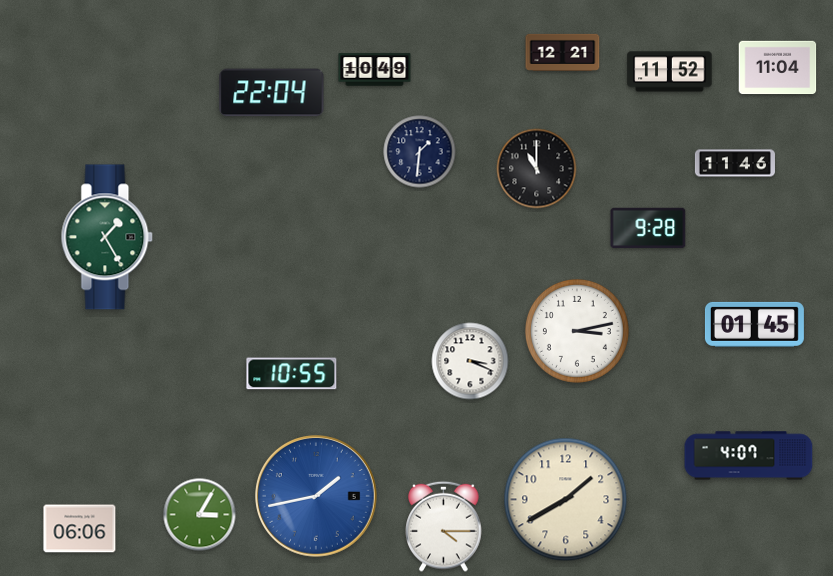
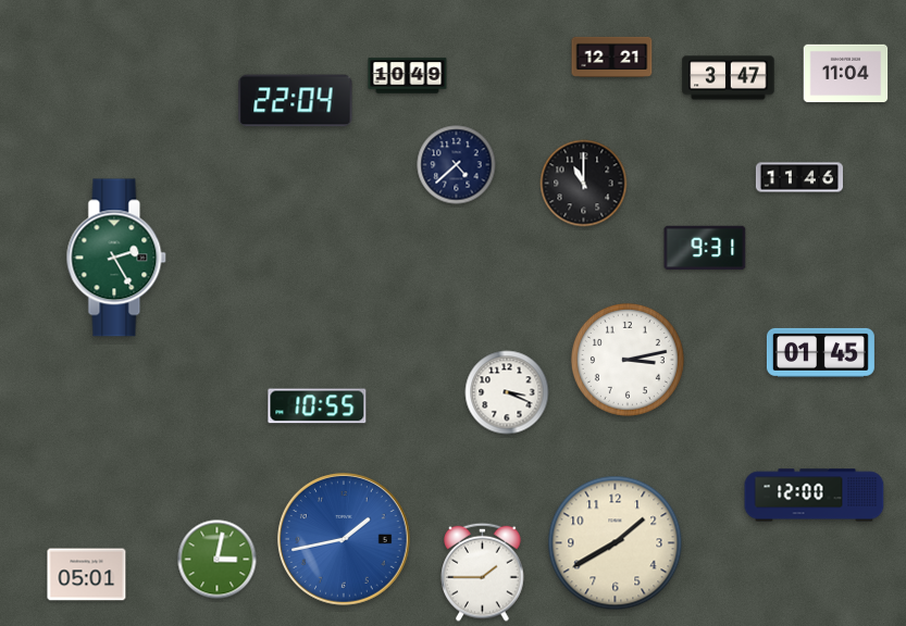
clock at (670, 72): 11:52 -> 3:47
clock at (420, 152): 1:31 -> 4:38
clock at (648, 228): 9:28 -> 9:31
clock at (107, 237): 1:25 -> 2:25
clock at (470, 361) position: (470, 361) -> (507, 392)
clock at (749, 456): 4:07 -> 12:00
clock at (200, 515): 3:05 -> 3:02
clock at (444, 526): 4:15 -> 1:45
clock at (80, 529): 06:06 -> 05:01
